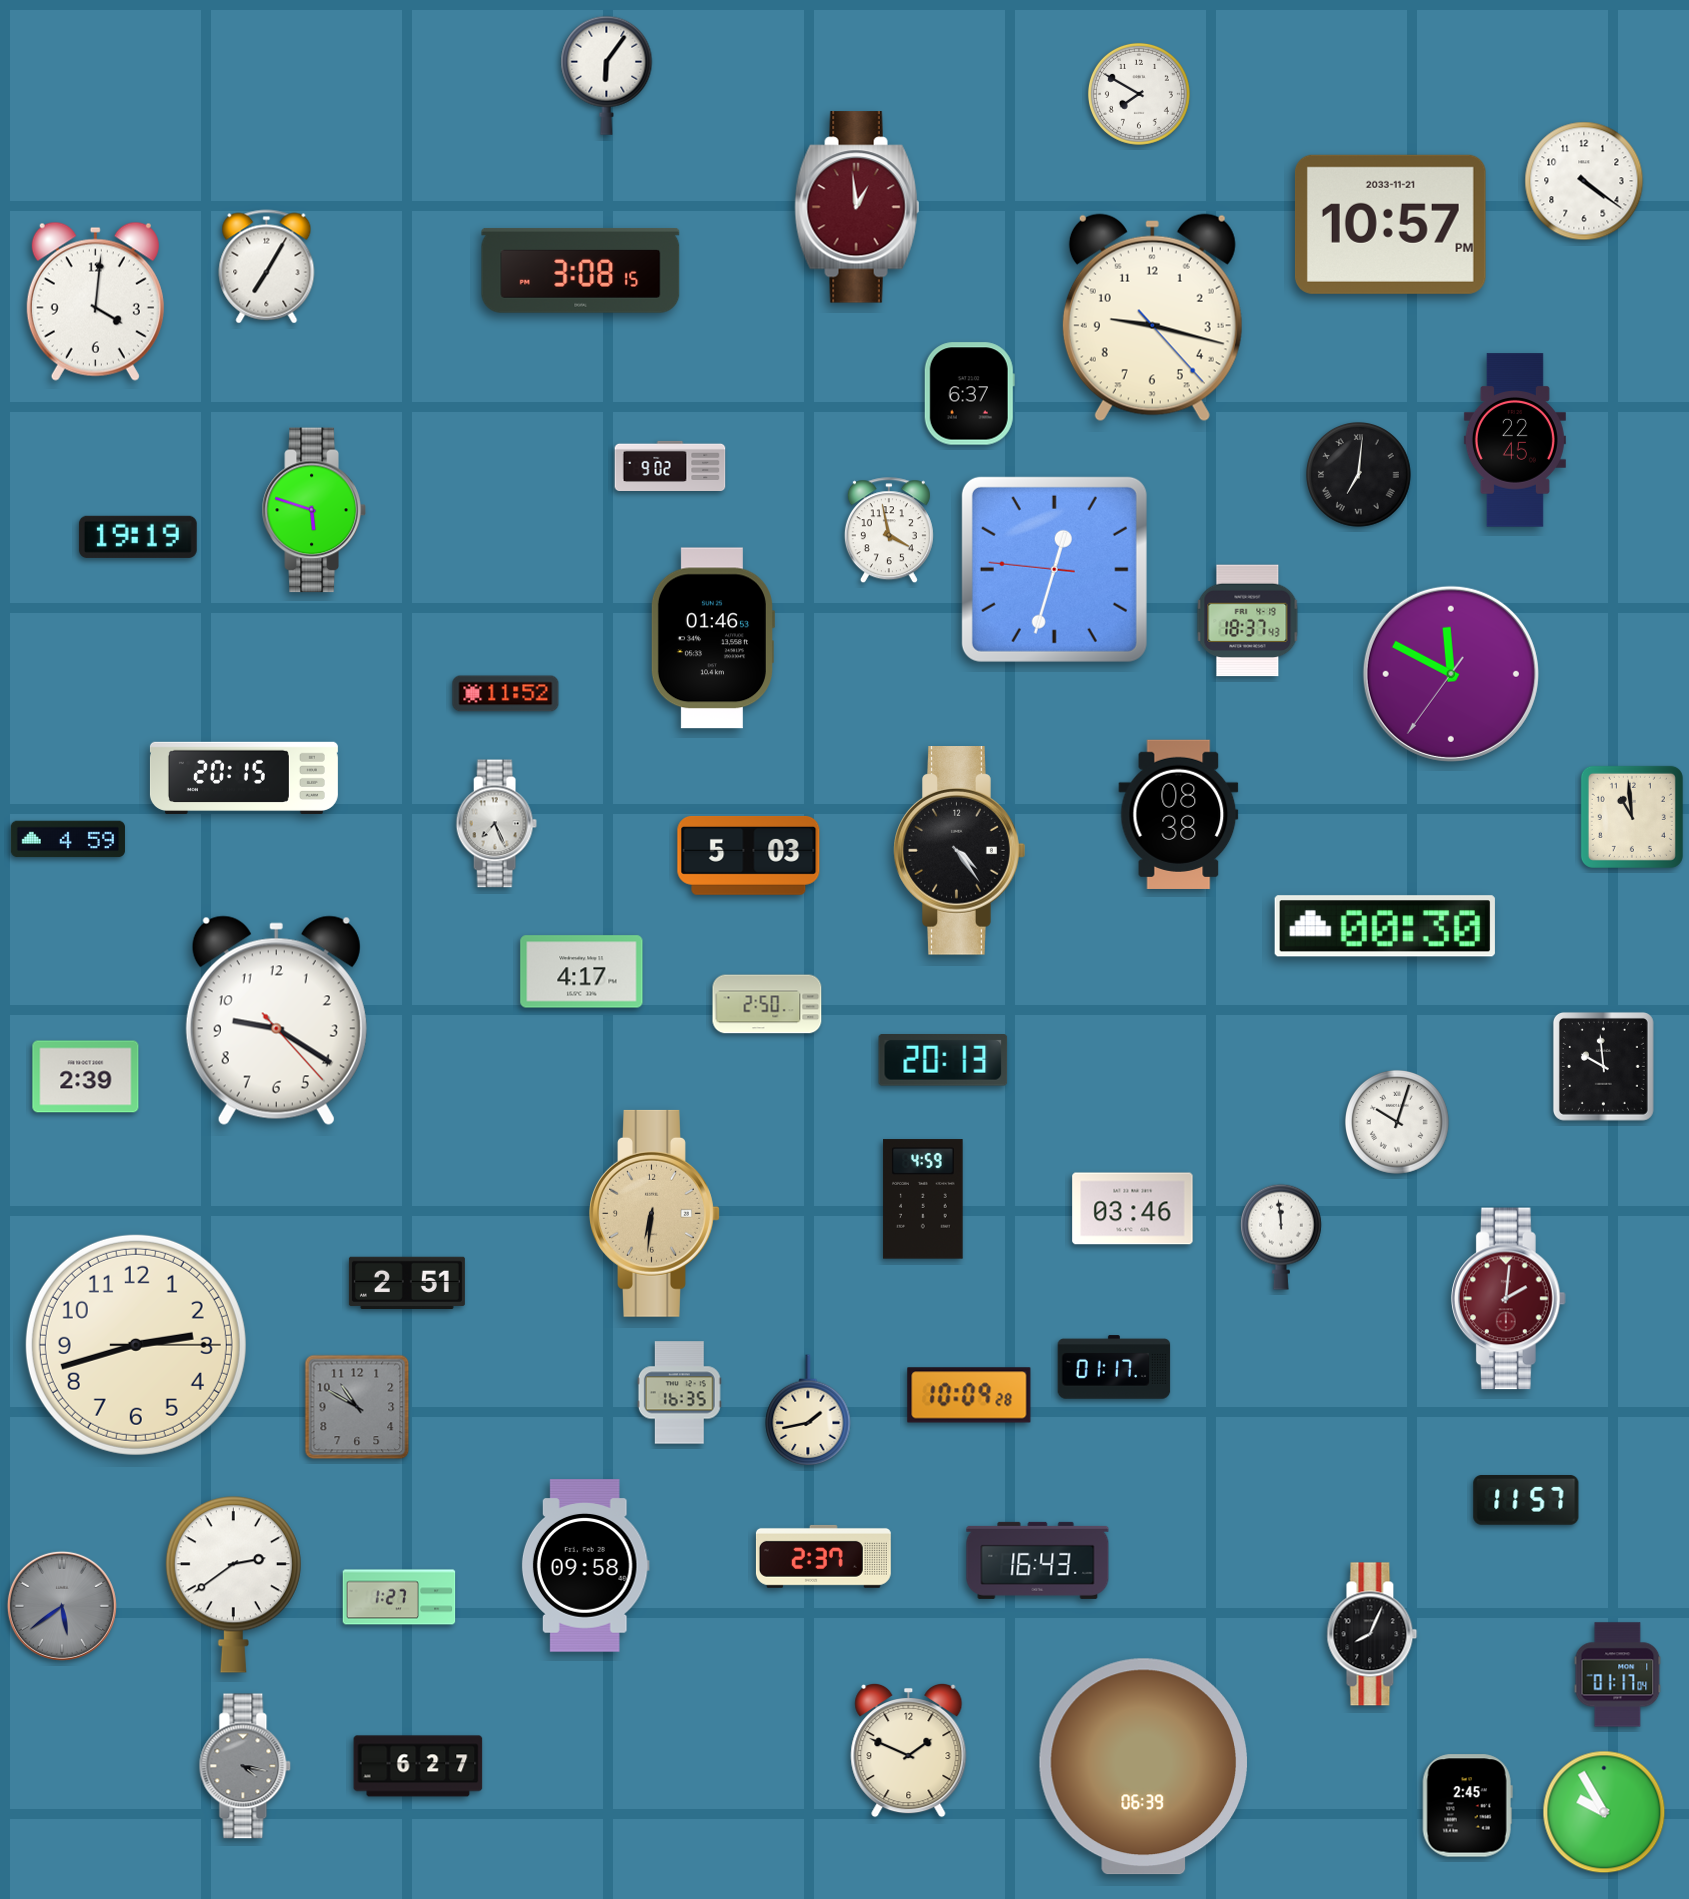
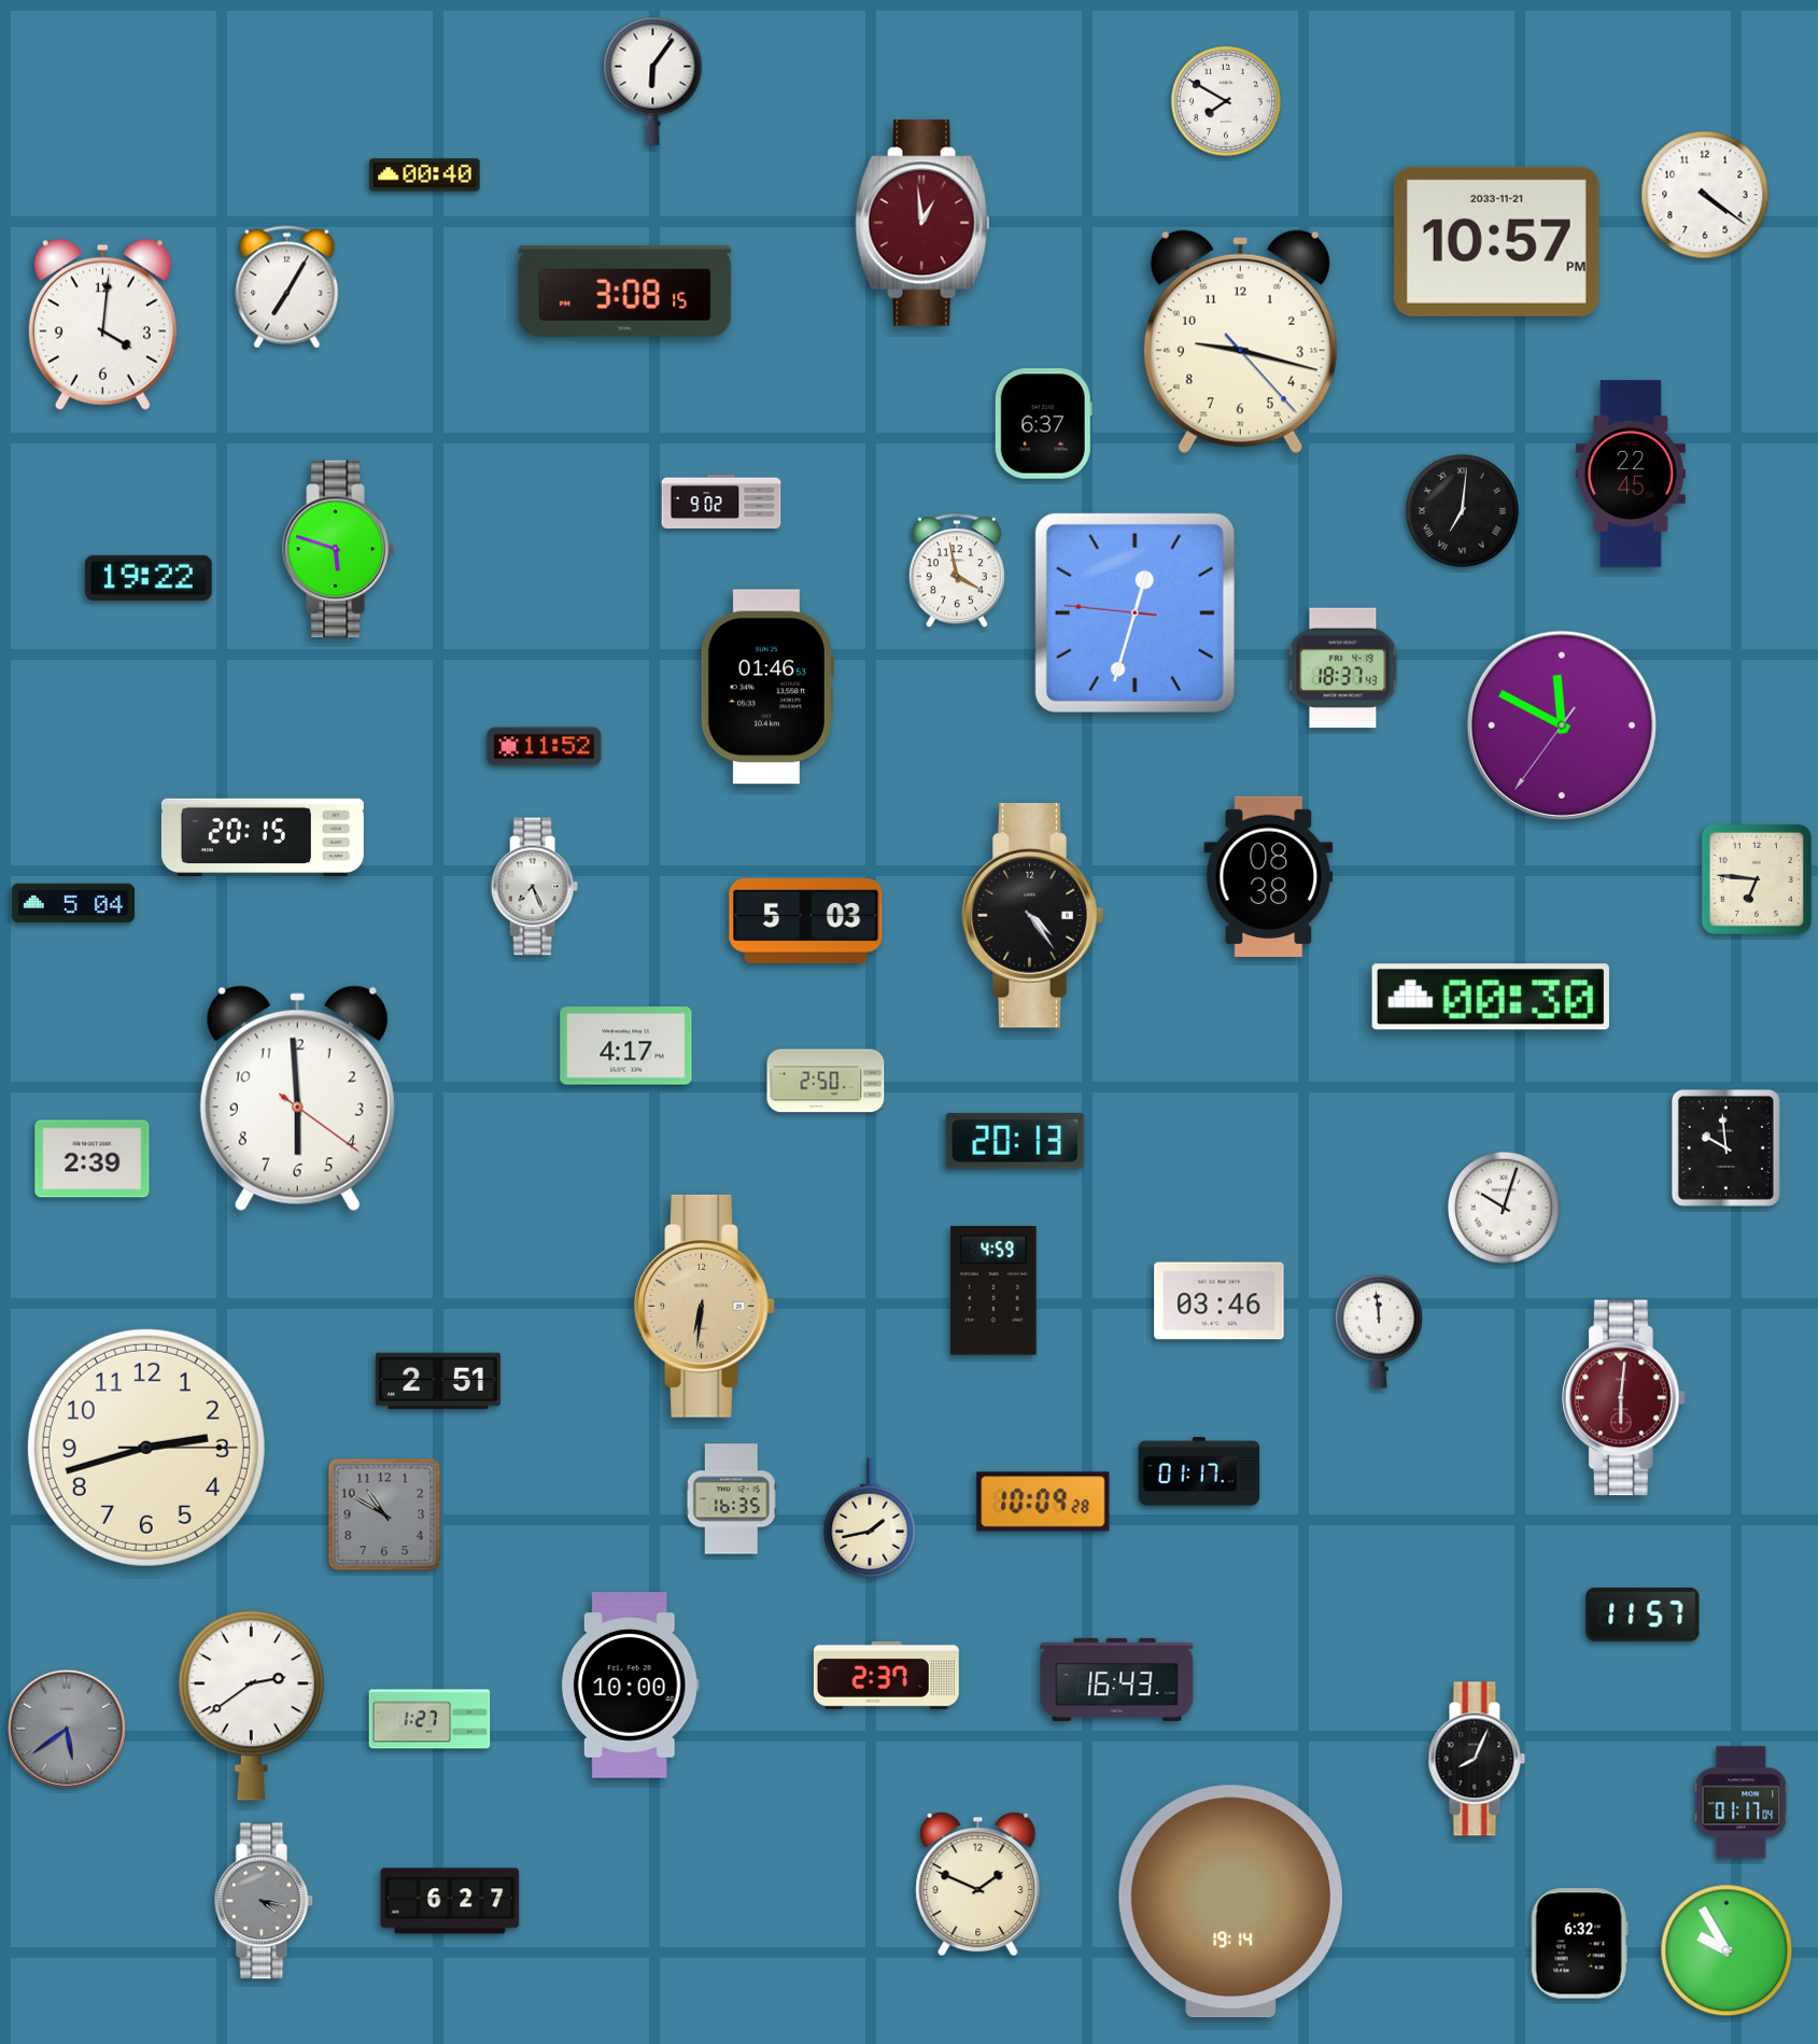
clock at (425, 175): none -> 00:40
clock at (138, 537): 19:19 -> 19:22
clock at (1632, 817): 10:59 -> 6:46
clock at (68, 839): 4:59 -> 5:04
clock at (276, 1021): 9:20 -> 5:59
clock at (1508, 1299): 2:01 -> 6:01
clock at (585, 1566): 09:58 -> 10:00
clock at (1143, 1767): 06:39 -> 19:14
clock at (1467, 1806): 2:45 -> 6:32
